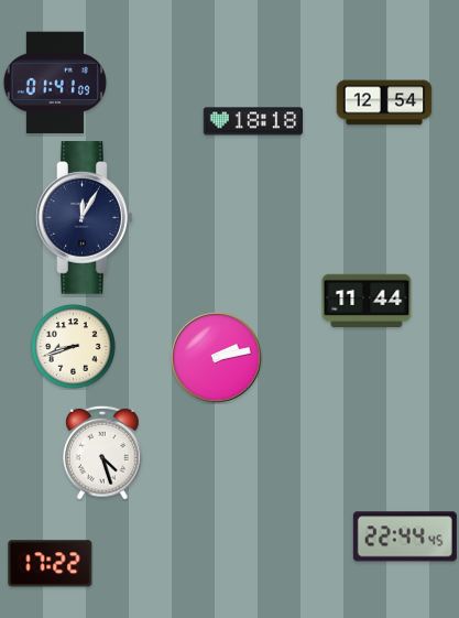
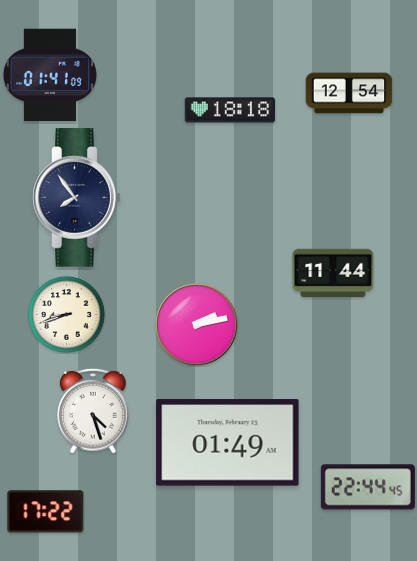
clock at (85, 218): 12:05 -> 7:54
clock at (228, 443): none -> 01:49
